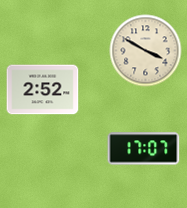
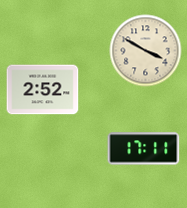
clock at (144, 149): 17:07 -> 17:11
